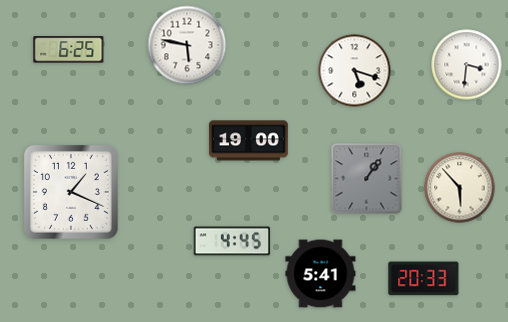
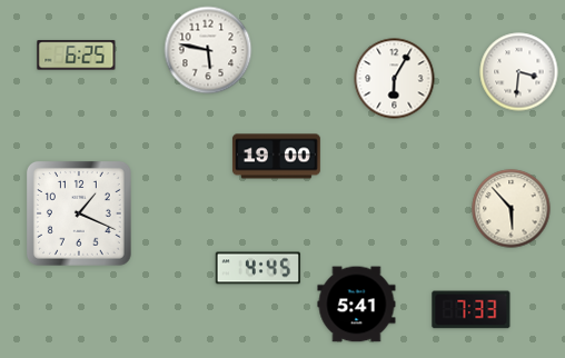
clock at (355, 71): 5:18 -> 6:05
clock at (367, 179): 1:06 -> none
clock at (424, 279): 20:33 -> 7:33
